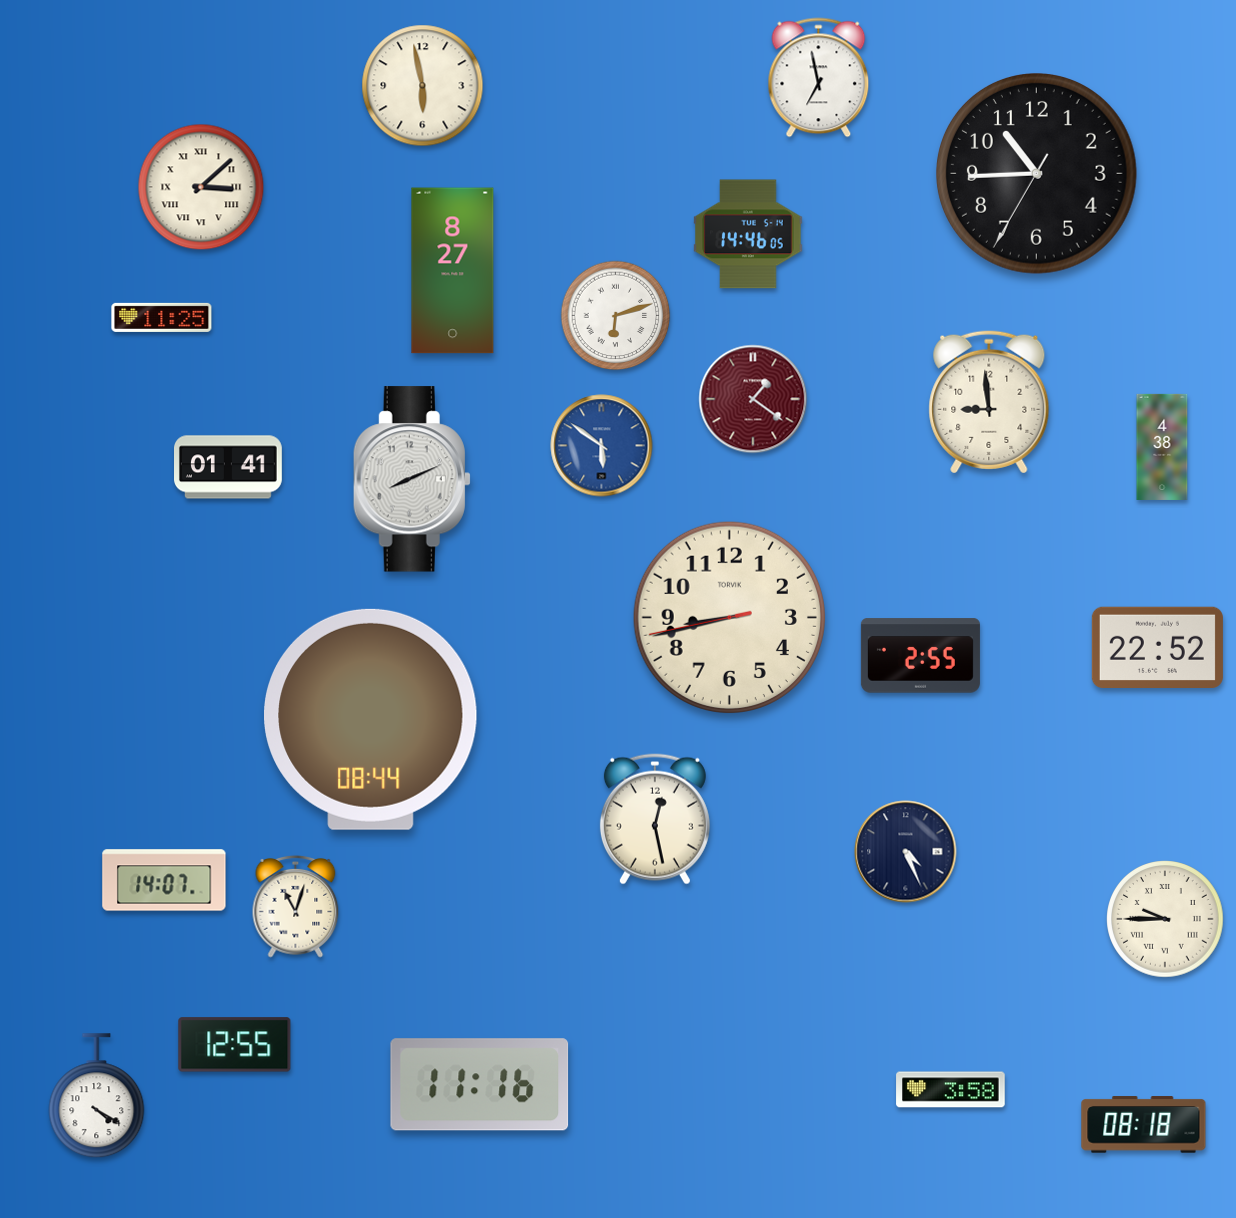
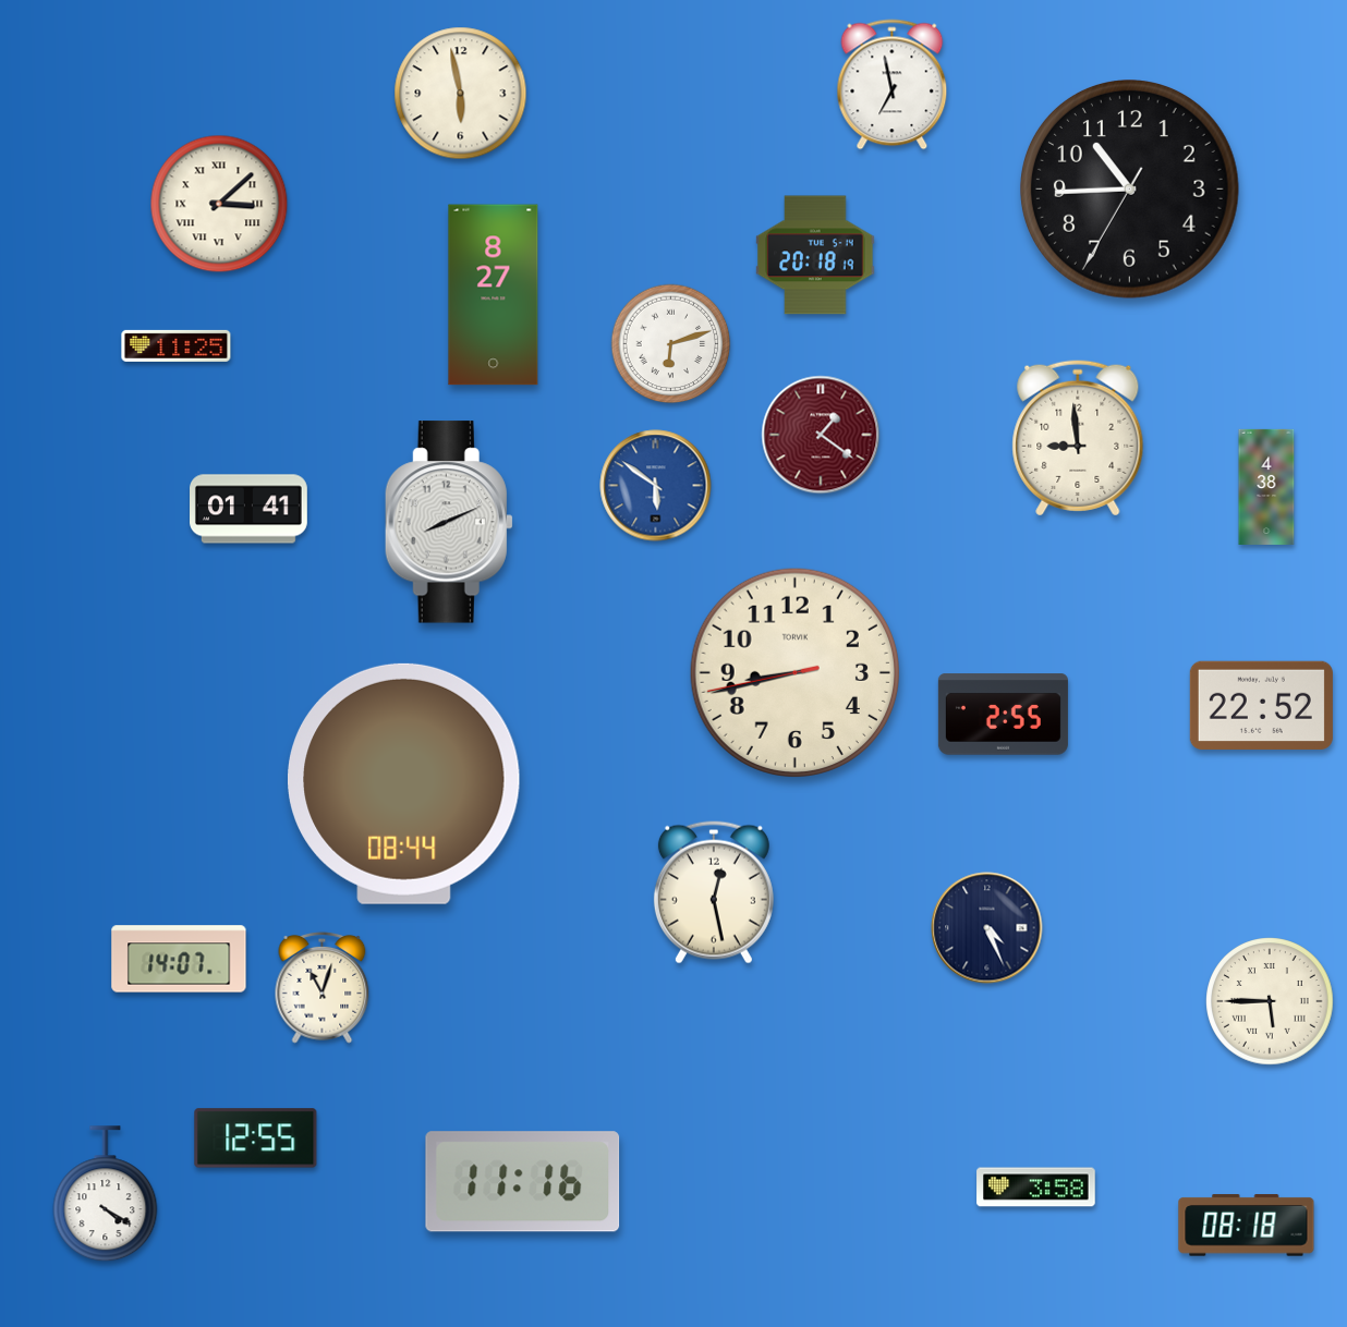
clock at (748, 234): 14:46 -> 20:18
clock at (1165, 919): 9:45 -> 5:45
